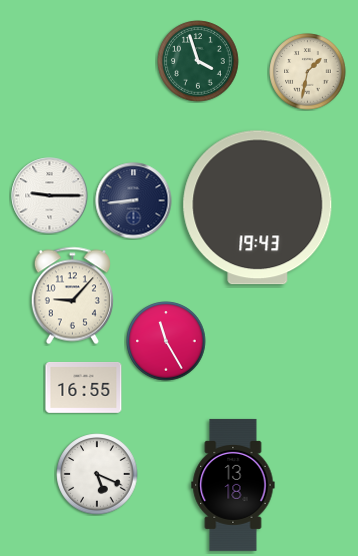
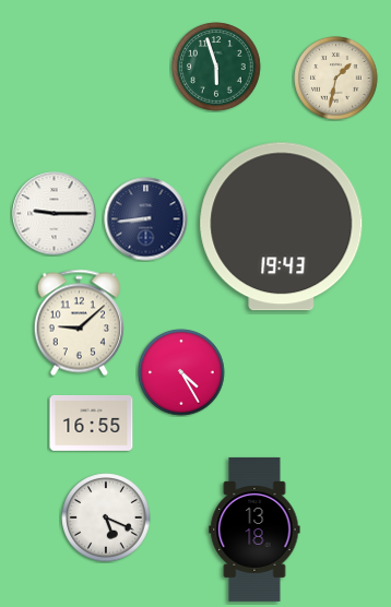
clock at (198, 61): 3:57 -> 5:57
clock at (72, 296): 9:07 -> 9:08
clock at (166, 341): 11:25 -> 4:25
